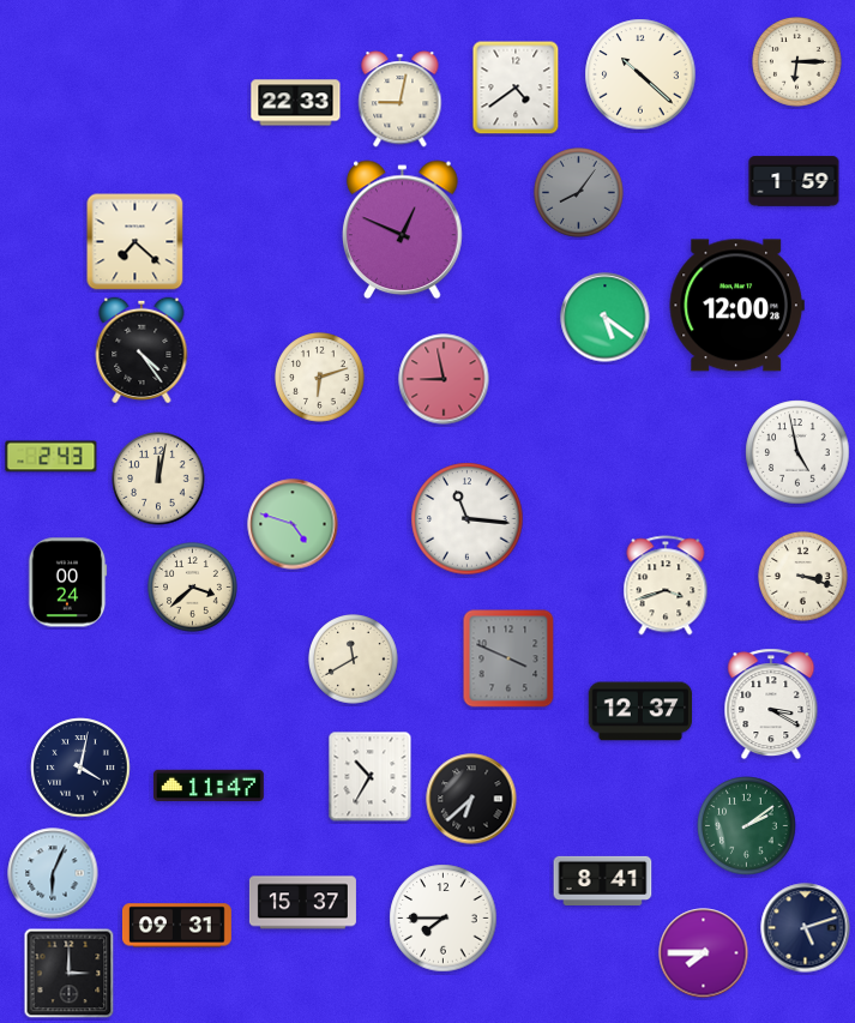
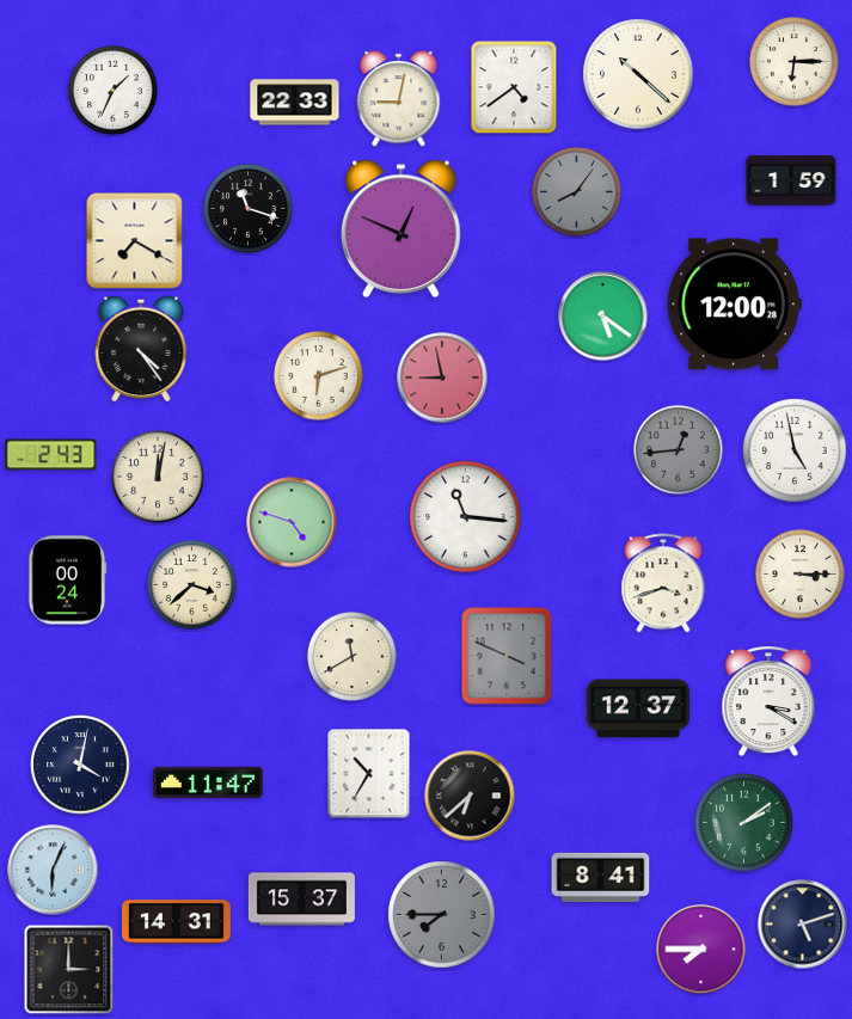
clock at (114, 91): none -> 1:34
clock at (249, 209): none -> 11:18
clock at (136, 242): 7:22 -> 7:20
clock at (679, 450): none -> 12:44
clock at (803, 577): 3:18 -> 3:15
clock at (444, 919) dial: white -> grey
clock at (176, 926): 09:31 -> 14:31
